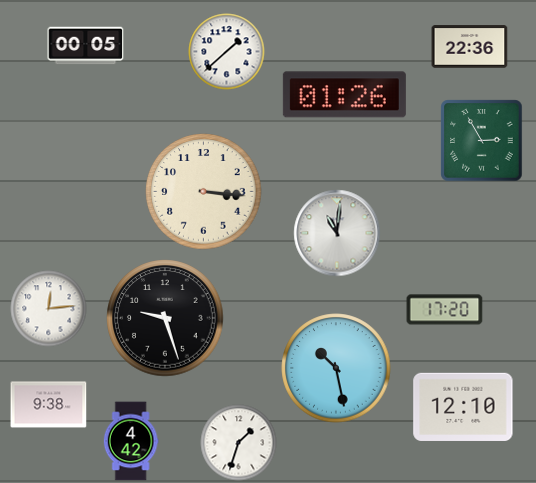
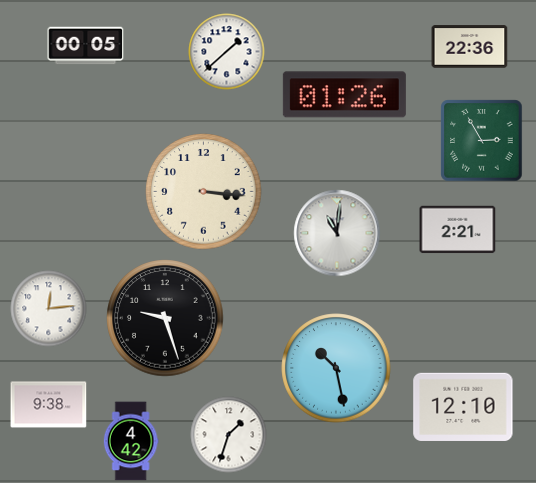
clock at (458, 230): none -> 2:21
clock at (445, 310): 17:20 -> none
clock at (239, 443) position: (239, 443) -> (229, 435)
